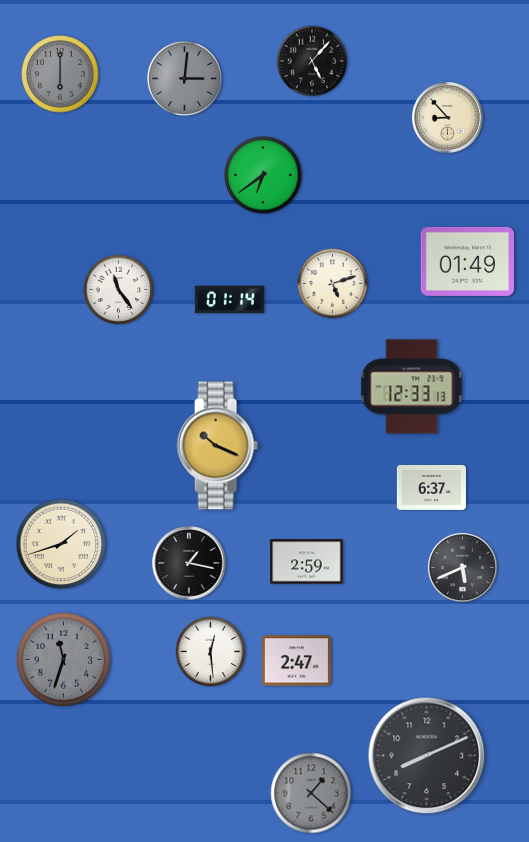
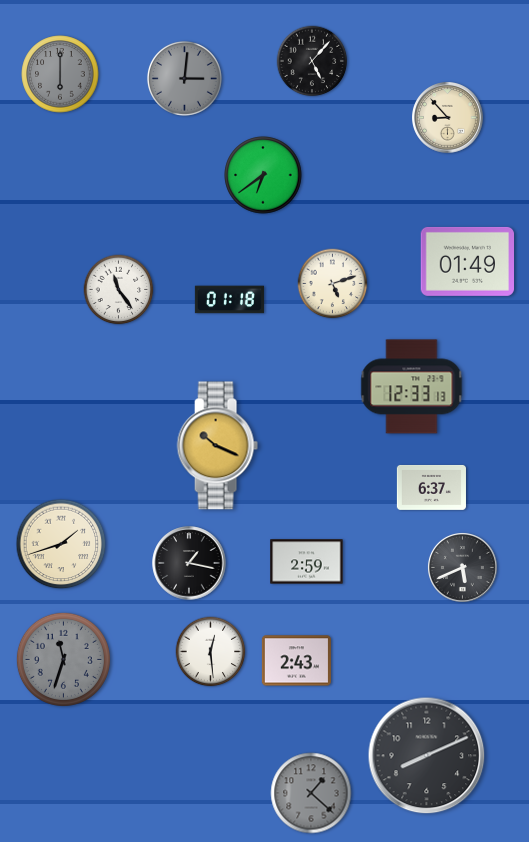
clock at (229, 300): 01:14 -> 01:18
clock at (296, 661): 2:47 -> 2:43
